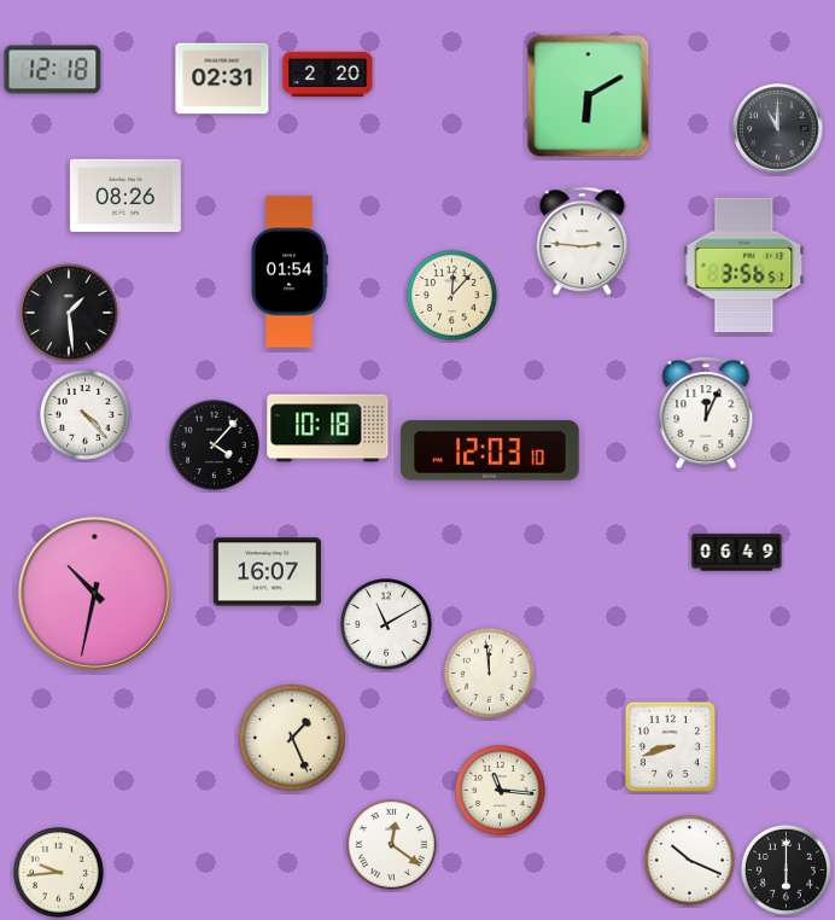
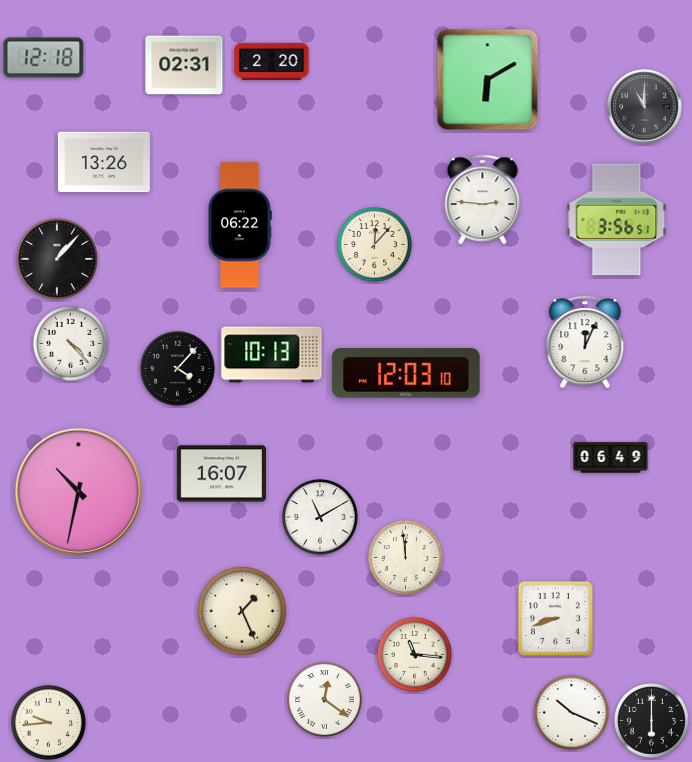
clock at (125, 196): 08:26 -> 13:26
clock at (290, 272): 01:54 -> 06:22
clock at (70, 314): 1:29 -> 1:07
clock at (328, 429): 10:18 -> 10:13
